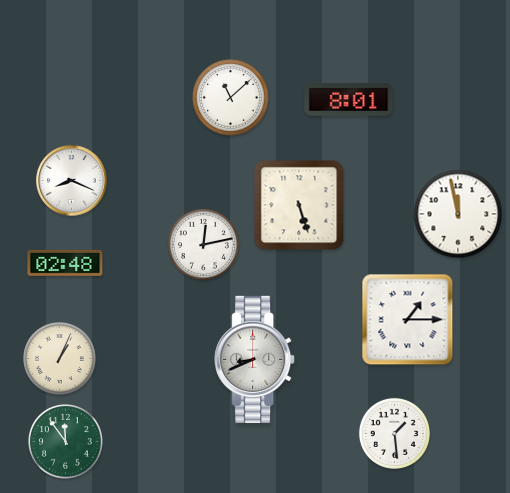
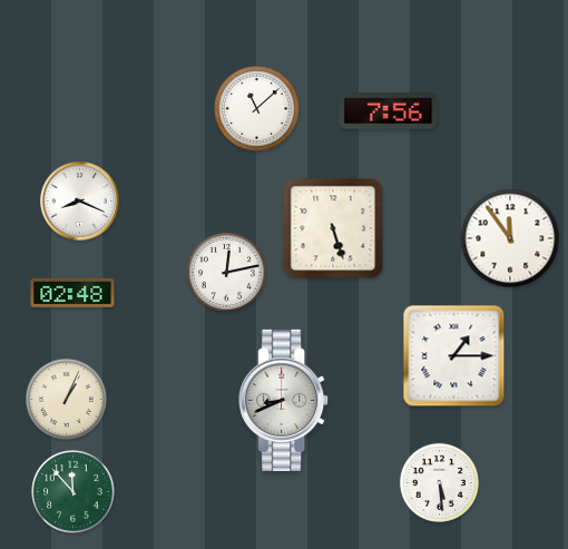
clock at (349, 100): 8:01 -> 7:56
clock at (458, 214): 11:58 -> 11:54
clock at (394, 433): 1:29 -> 5:29
clock at (66, 442): 11:54 -> 11:53
